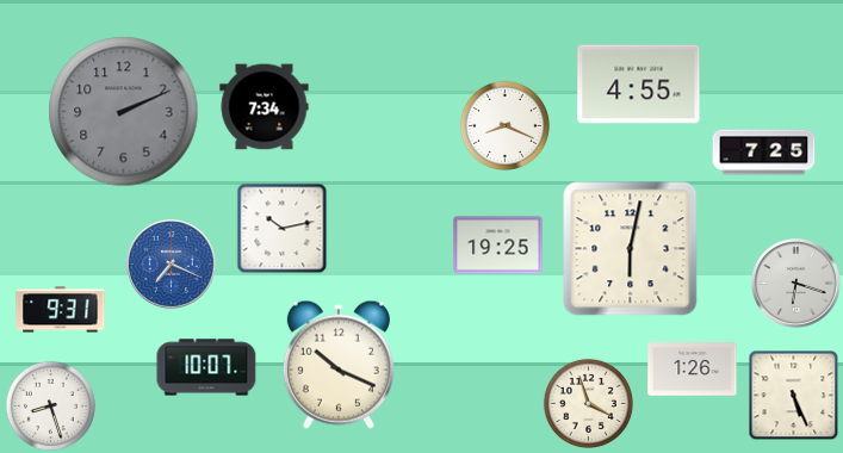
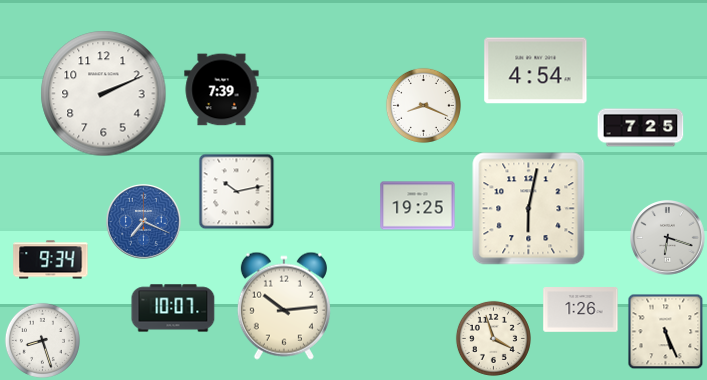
clock at (639, 85): 4:55 -> 4:54
clock at (265, 107): 7:34 -> 7:39
clock at (124, 112) dial: grey -> white
clock at (61, 310): 9:31 -> 9:34
clock at (339, 365): 10:19 -> 10:14
